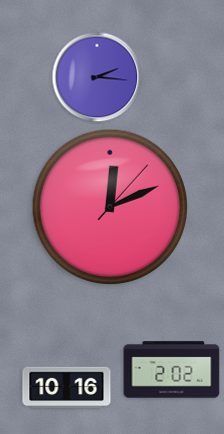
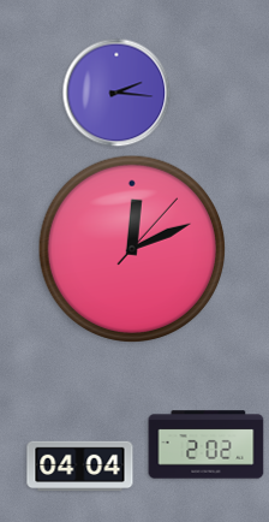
clock at (67, 388): 10:16 -> 04:04
